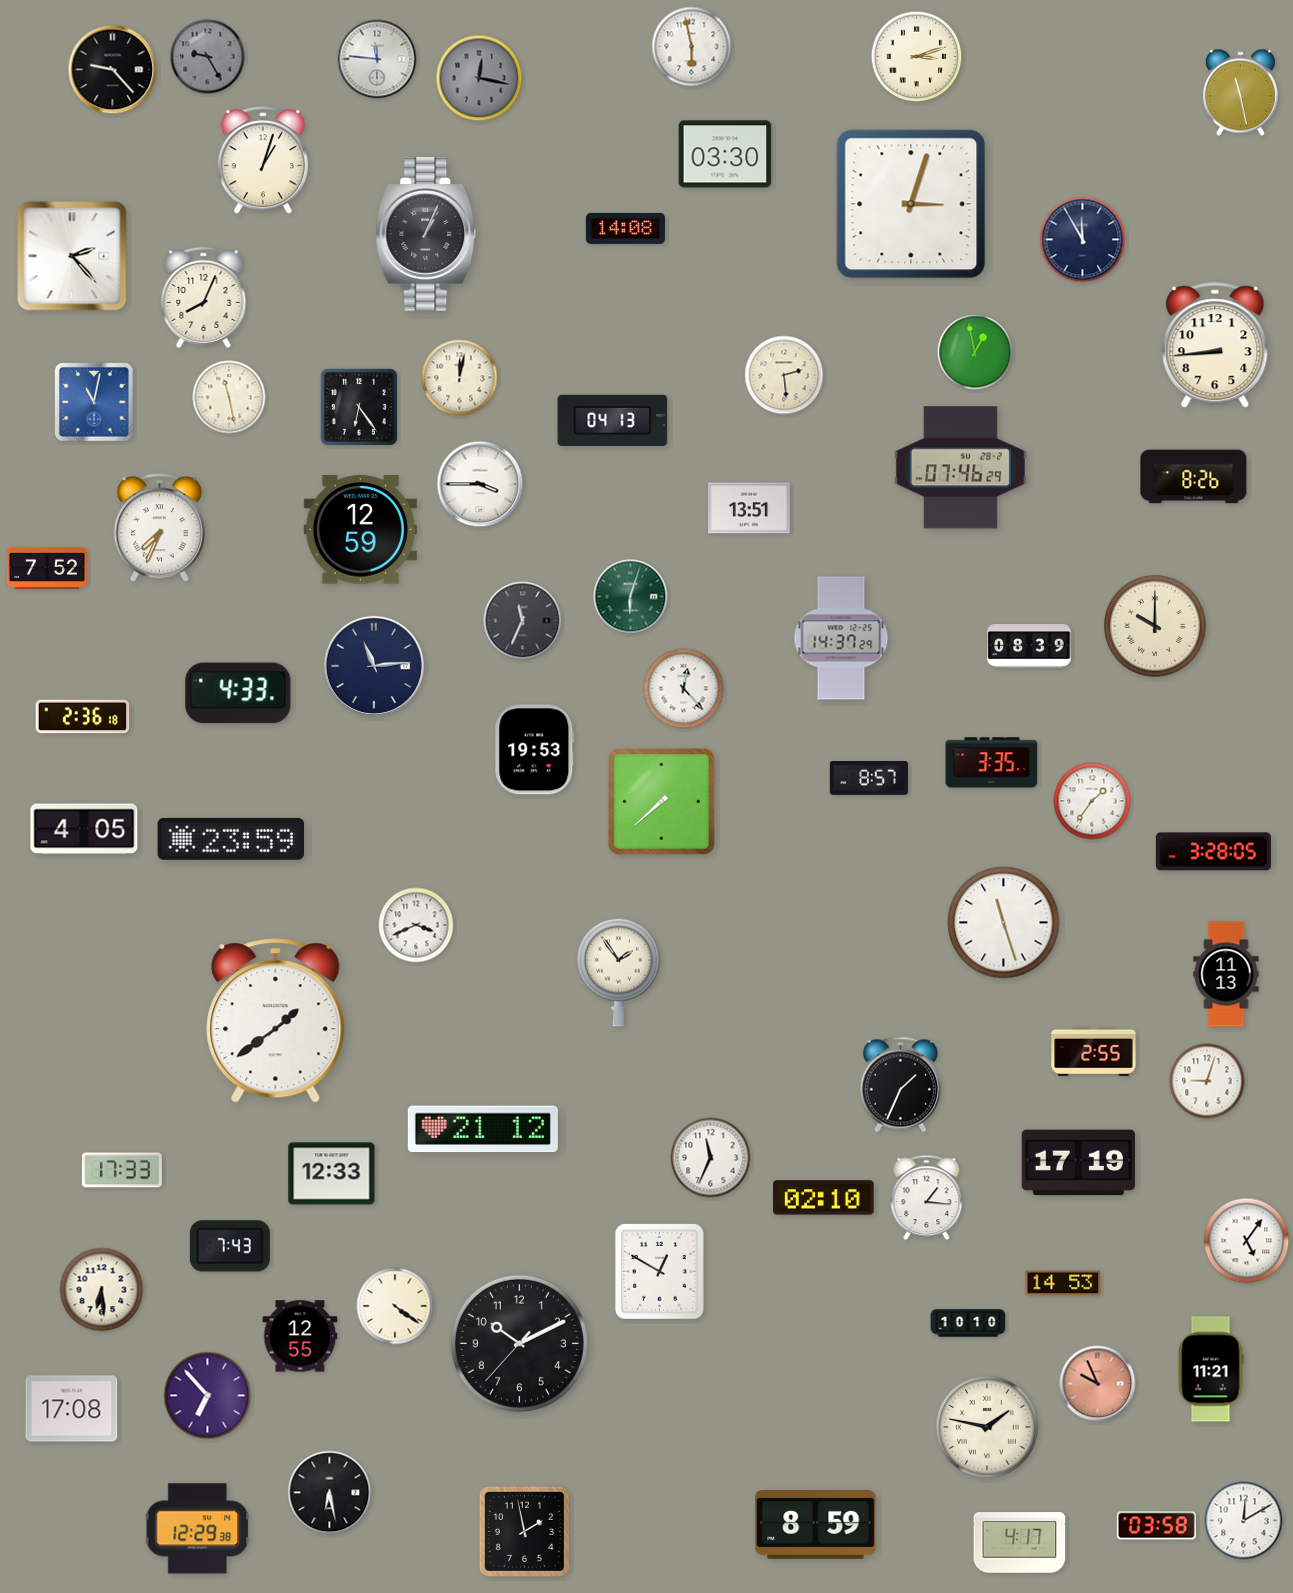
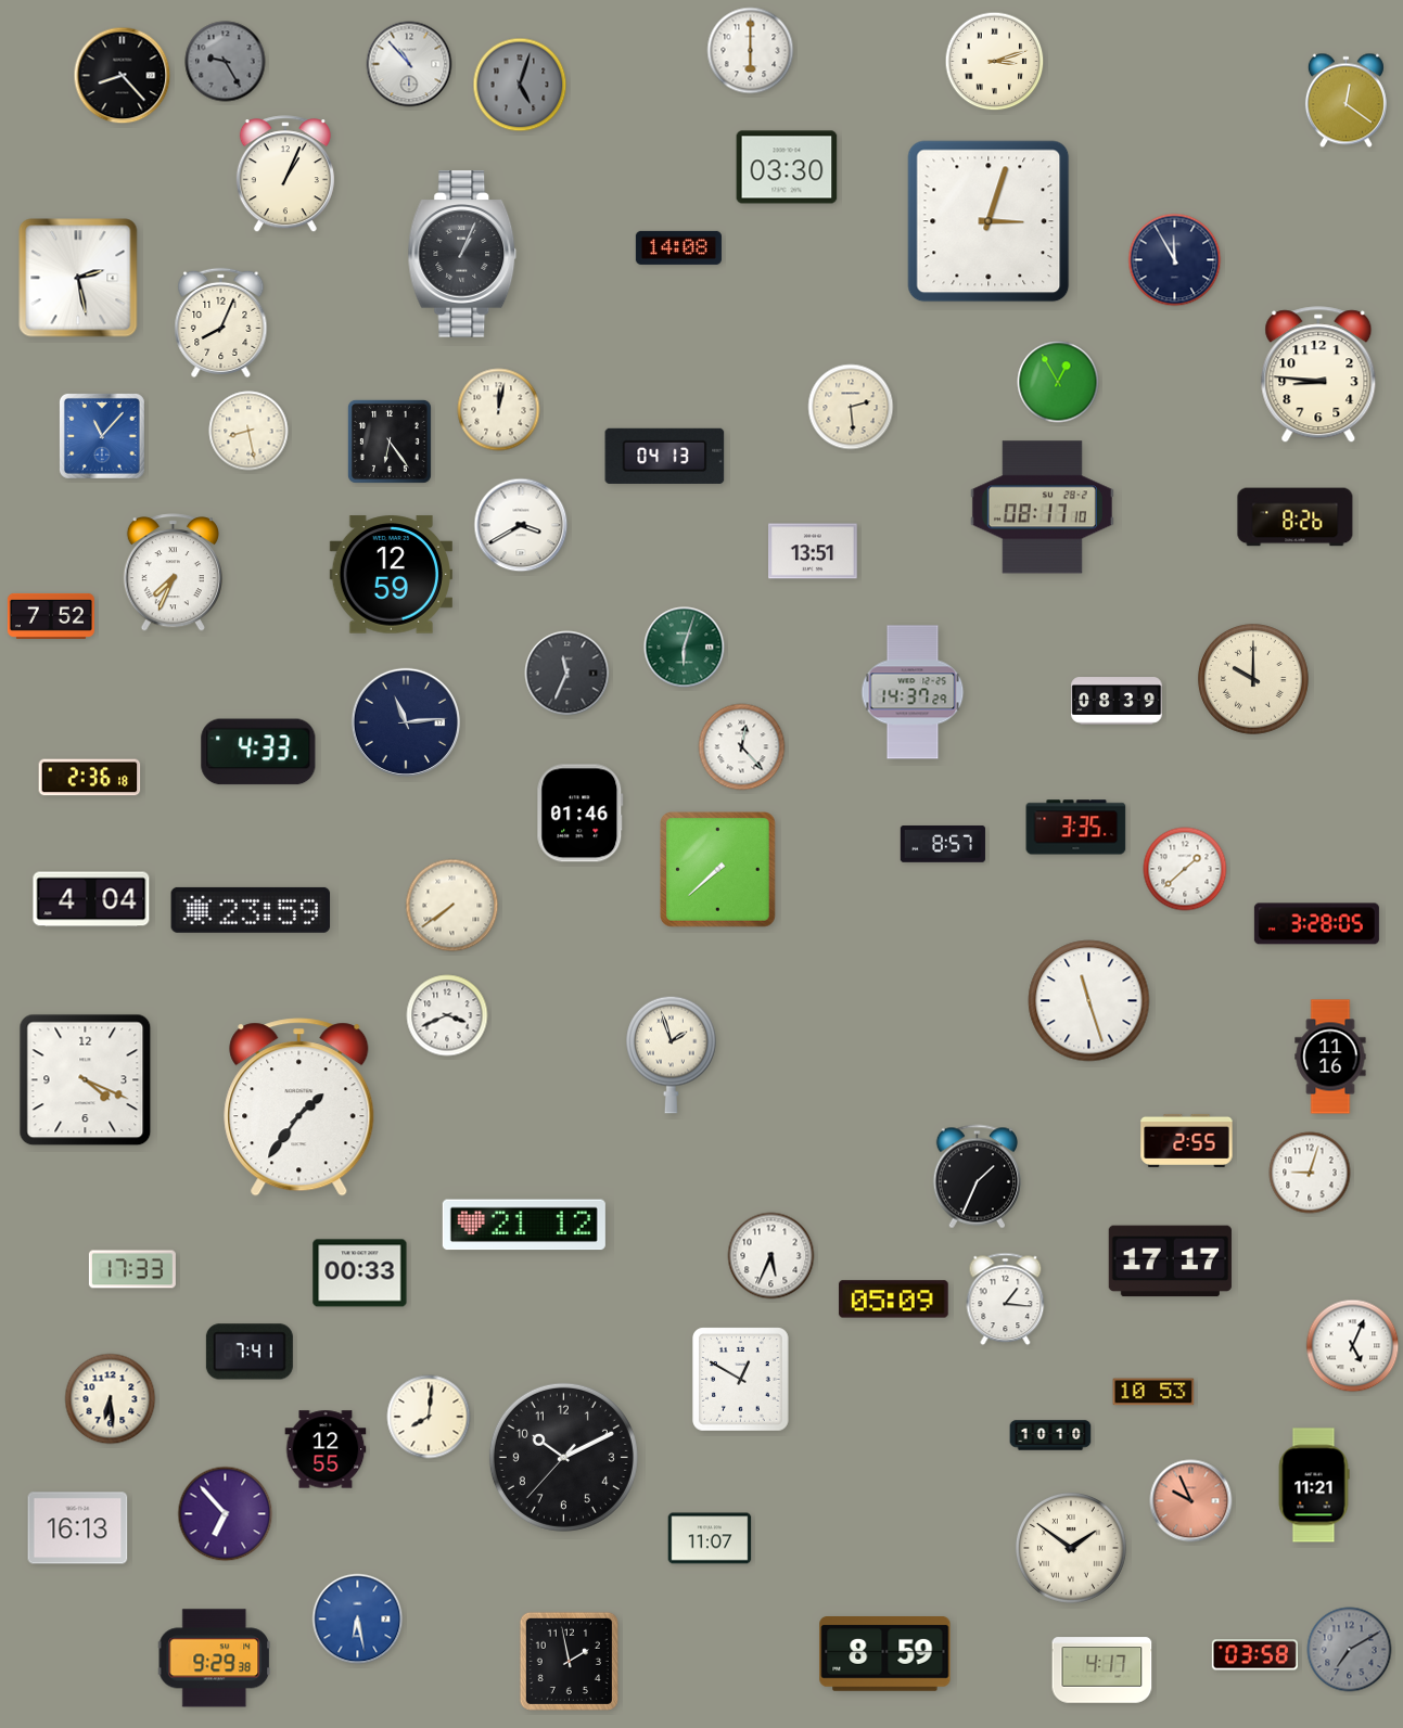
clock at (692, 47): 5:58 -> 6:00
clock at (377, 59): 11:46 -> 10:53
clock at (113, 70): 9:23 -> 8:23
clock at (479, 78): 12:17 -> 5:03
clock at (1240, 93): 11:28 -> 12:21
clock at (263, 161): 1:03 -> 1:04
clock at (72, 256): 2:23 -> 2:28
clock at (1215, 346): 8:44 -> 8:46
clock at (975, 352): 12:58 -> 12:55
clock at (229, 397): 11:28 -> 8:28
clock at (94, 402): 11:02 -> 11:07
clock at (960, 468): 07:46 -> 08:17
clock at (480, 484): 3:45 -> 3:40
clock at (535, 750): 19:53 -> 01:46
clock at (1092, 801): 1:36 -> 1:38
clock at (84, 829): 4:05 -> 4:04
clock at (452, 906): none -> 7:39
clock at (416, 925) position: (416, 925) -> (447, 1015)
clock at (619, 972): 1:54 -> 1:57
clock at (1226, 974): 11:13 -> 11:16
clock at (86, 1080): none -> 4:19
clock at (276, 1021): 1:39 -> 1:36
clock at (711, 1158): 11:34 -> 5:34
clock at (1078, 1163): 17:19 -> 17:17
clock at (332, 1174): 12:33 -> 00:33
clock at (824, 1198): 02:10 -> 05:09
clock at (1247, 1241): 5:06 -> 5:04
clock at (230, 1246): 7:43 -> 7:41
clock at (660, 1272) position: (660, 1272) -> (741, 1380)
clock at (1063, 1283): 14:53 -> 10:53
clock at (395, 1306): 4:21 -> 8:01
clock at (72, 1409): 17:08 -> 16:13
clock at (710, 1538): none -> 11:07
clock at (987, 1427): 1:47 -> 1:51
clock at (330, 1493) dial: black -> blue
clock at (1244, 1521): 12:10 -> 7:10
clock at (1244, 1521) dial: white -> grey
clock at (198, 1529): 12:29 -> 9:29
clock at (1020, 1543) position: (1020, 1543) -> (1102, 1671)
